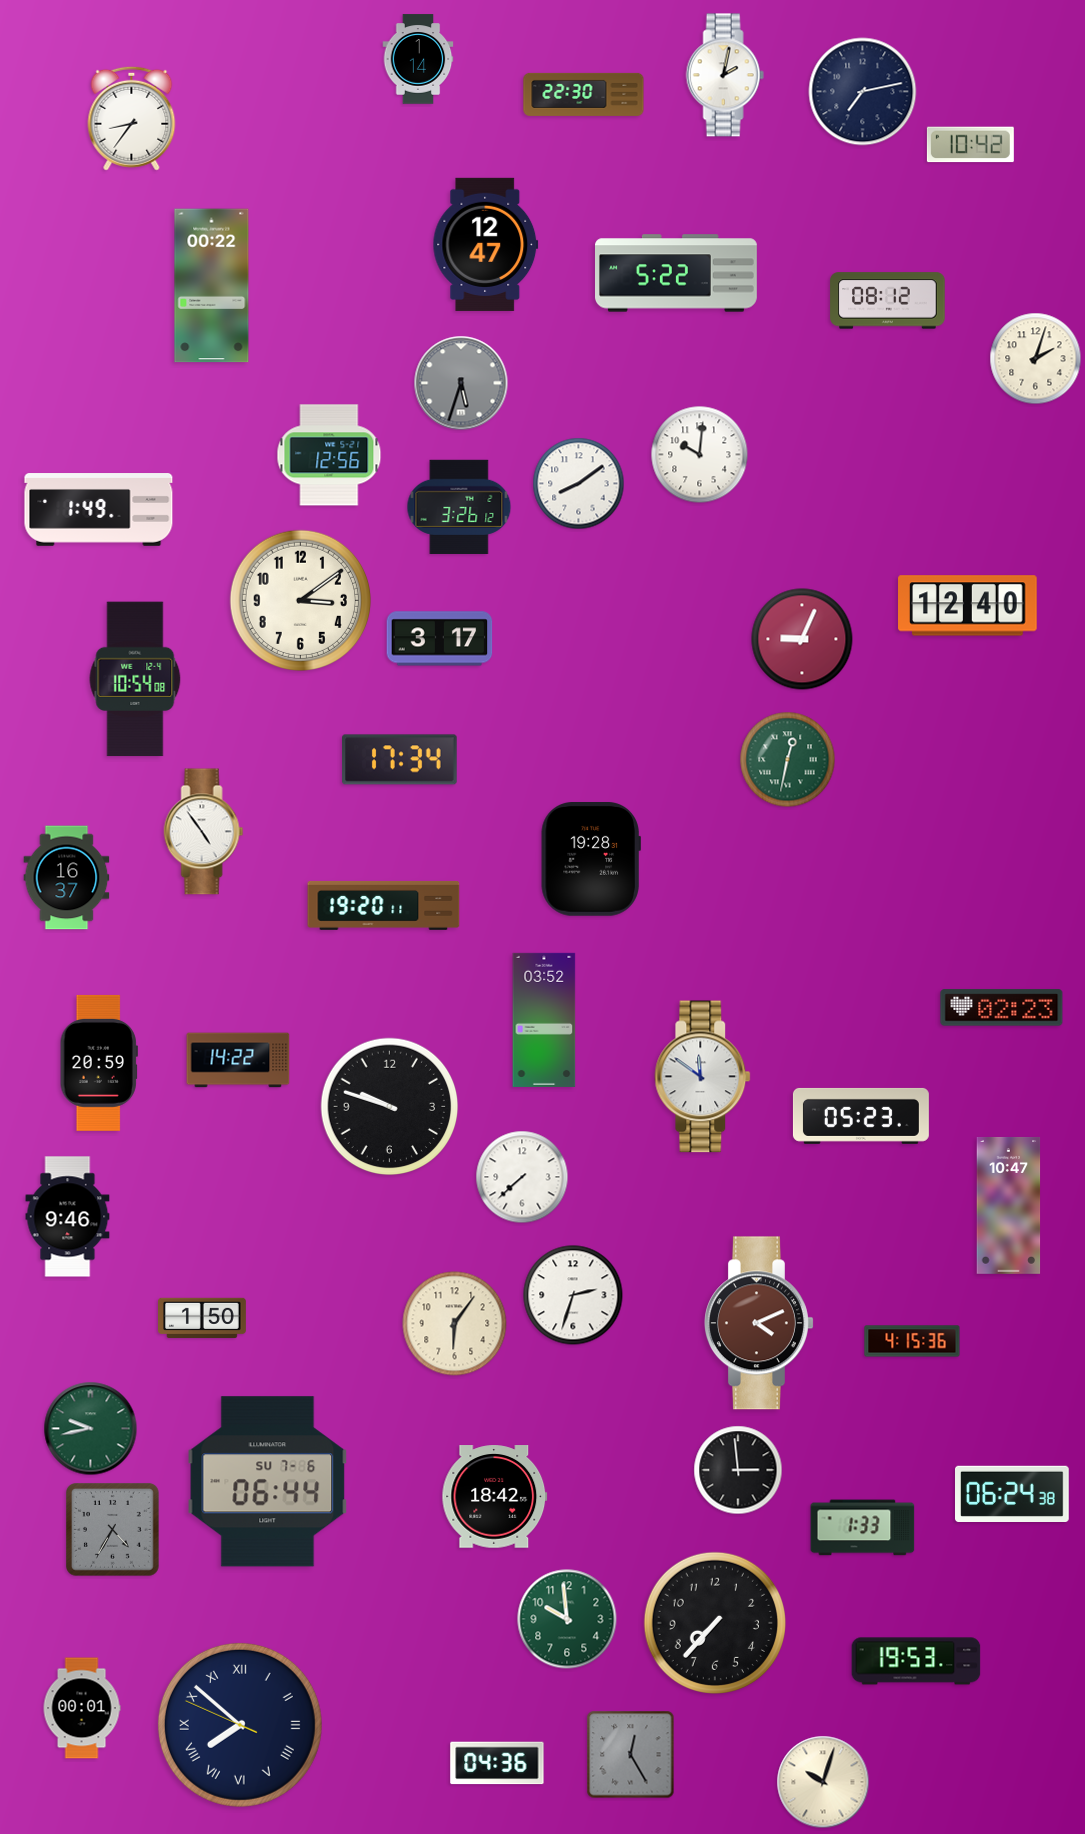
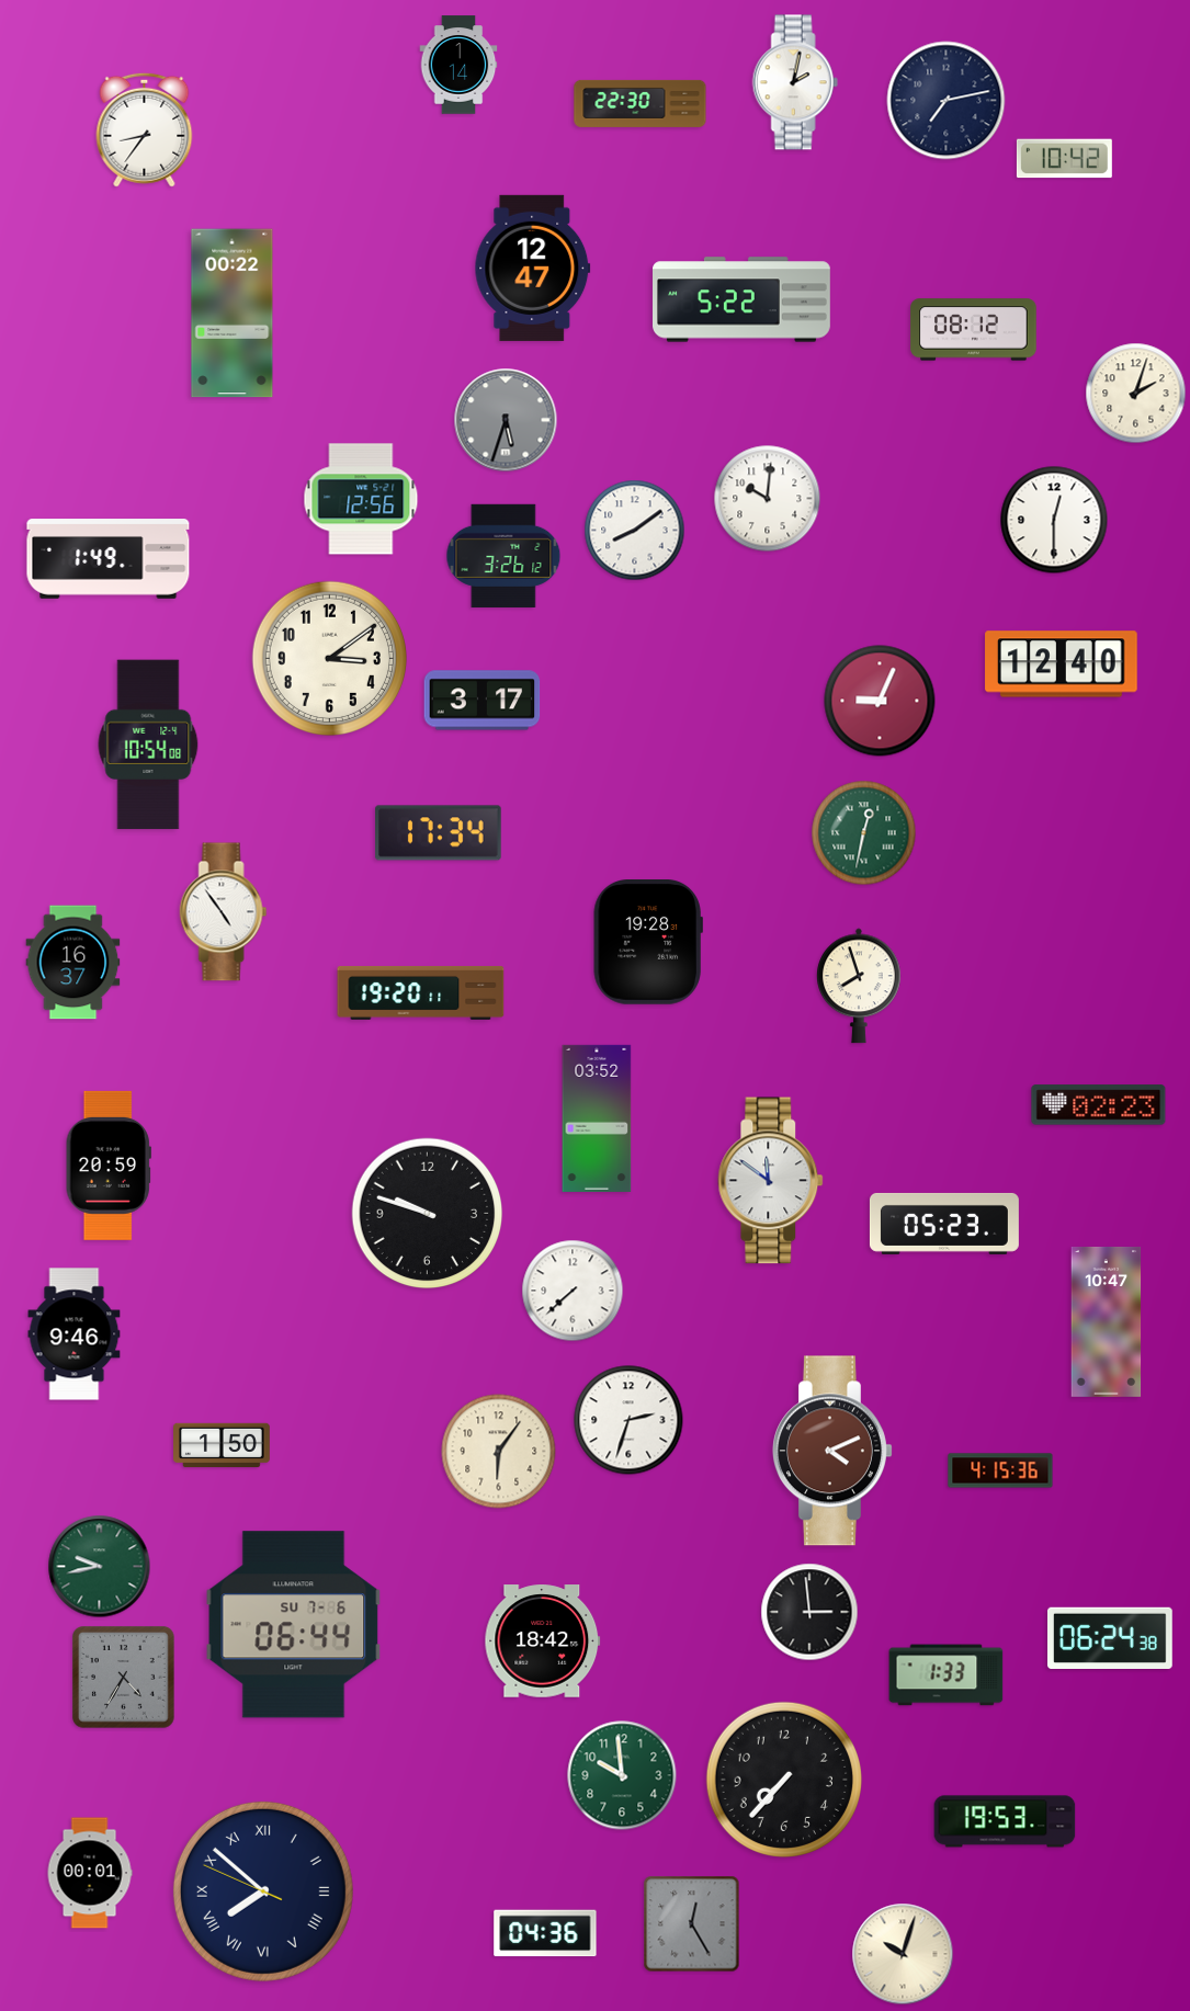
clock at (1054, 520): none -> 12:30
clock at (860, 986): none -> 7:57
clock at (238, 1060): 14:22 -> none
